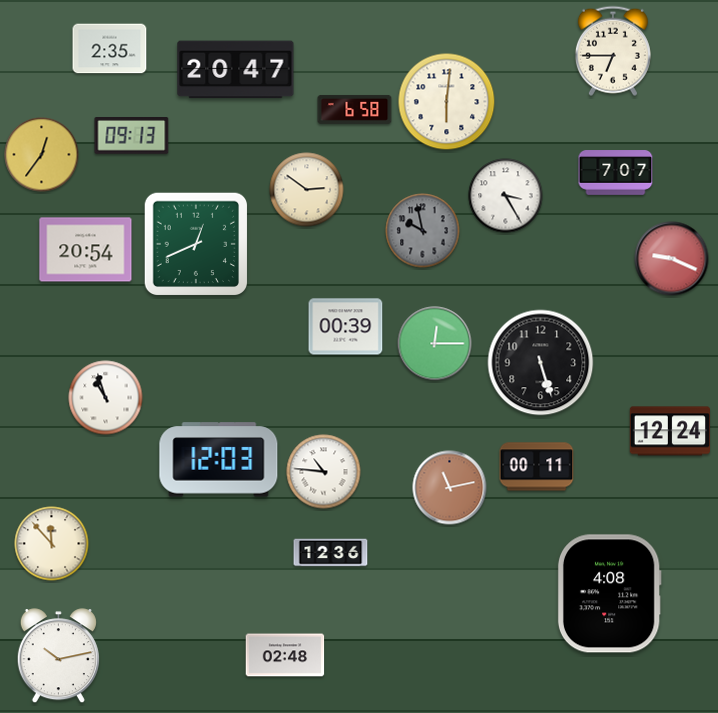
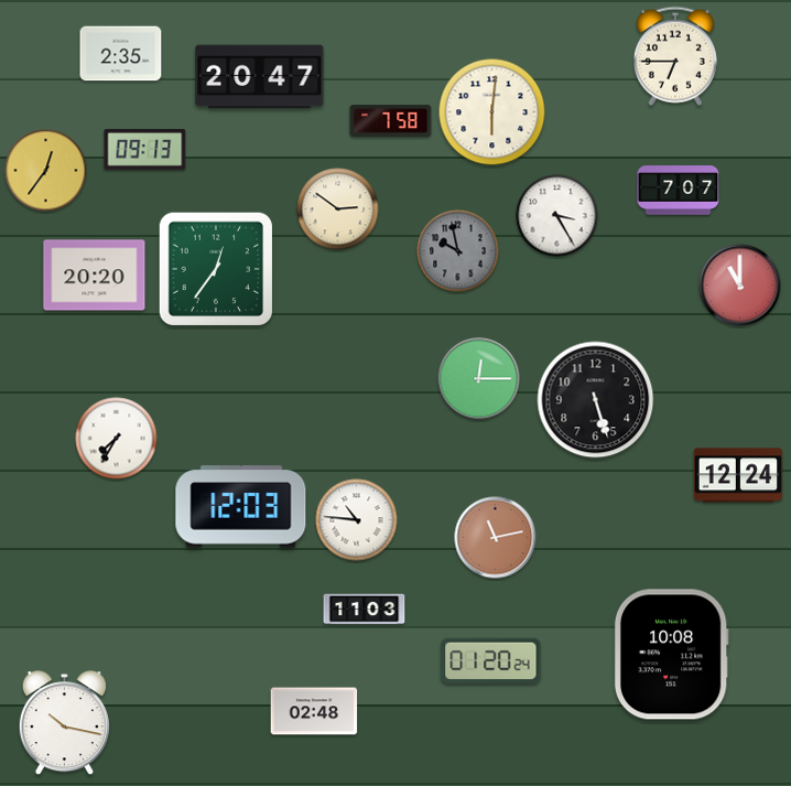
clock at (355, 109): 6:58 -> 7:58
clock at (423, 231) position: (423, 231) -> (458, 251)
clock at (196, 244): 12:41 -> 12:36
clock at (86, 250): 20:54 -> 20:20
clock at (672, 259): 9:19 -> 11:00
clock at (346, 327): 00:39 -> none
clock at (106, 398): 10:57 -> 7:35
clock at (537, 467): 00:11 -> none
clock at (52, 544): 11:53 -> none
clock at (331, 553): 12:36 -> 11:03
clock at (609, 594): 4:08 -> 10:08
clock at (491, 661): none -> 01:20
clock at (285, 655) position: (285, 655) -> (314, 711)
clock at (58, 656): 10:13 -> 10:17
